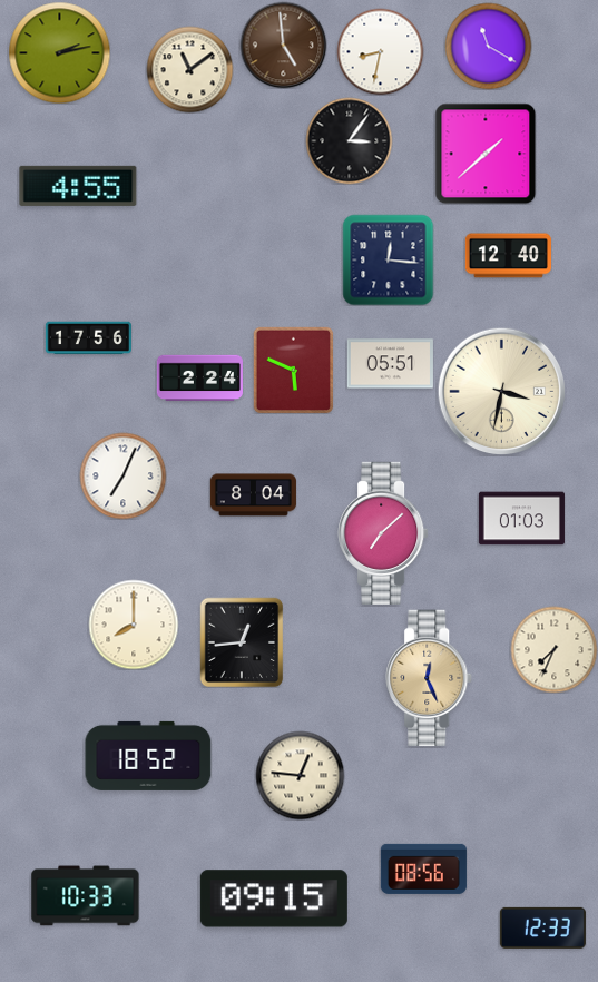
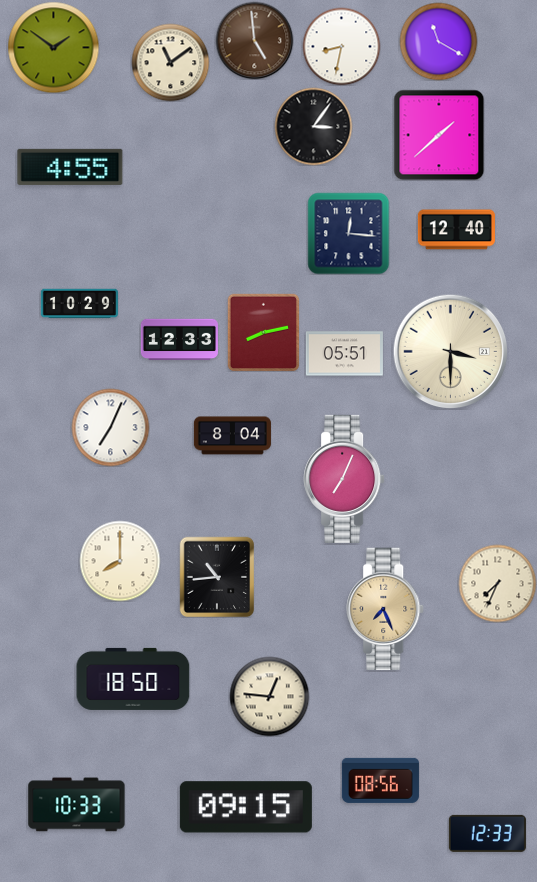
clock at (59, 52): 2:13 -> 1:51
clock at (486, 154) position: (486, 154) -> (439, 135)
clock at (88, 338): 17:56 -> 10:29
clock at (390, 364) position: (390, 364) -> (344, 354)
clock at (294, 370): 5:49 -> 8:13
clock at (199, 379): 2:24 -> 12:33
clock at (501, 391): 3:32 -> 3:30
clock at (253, 495) position: (253, 495) -> (232, 436)
clock at (521, 519): 01:03 -> none
clock at (383, 533): 7:08 -> 7:04
clock at (242, 642): 12:44 -> 10:44
clock at (430, 678): 12:26 -> 7:26
clock at (148, 756): 18:52 -> 18:50
